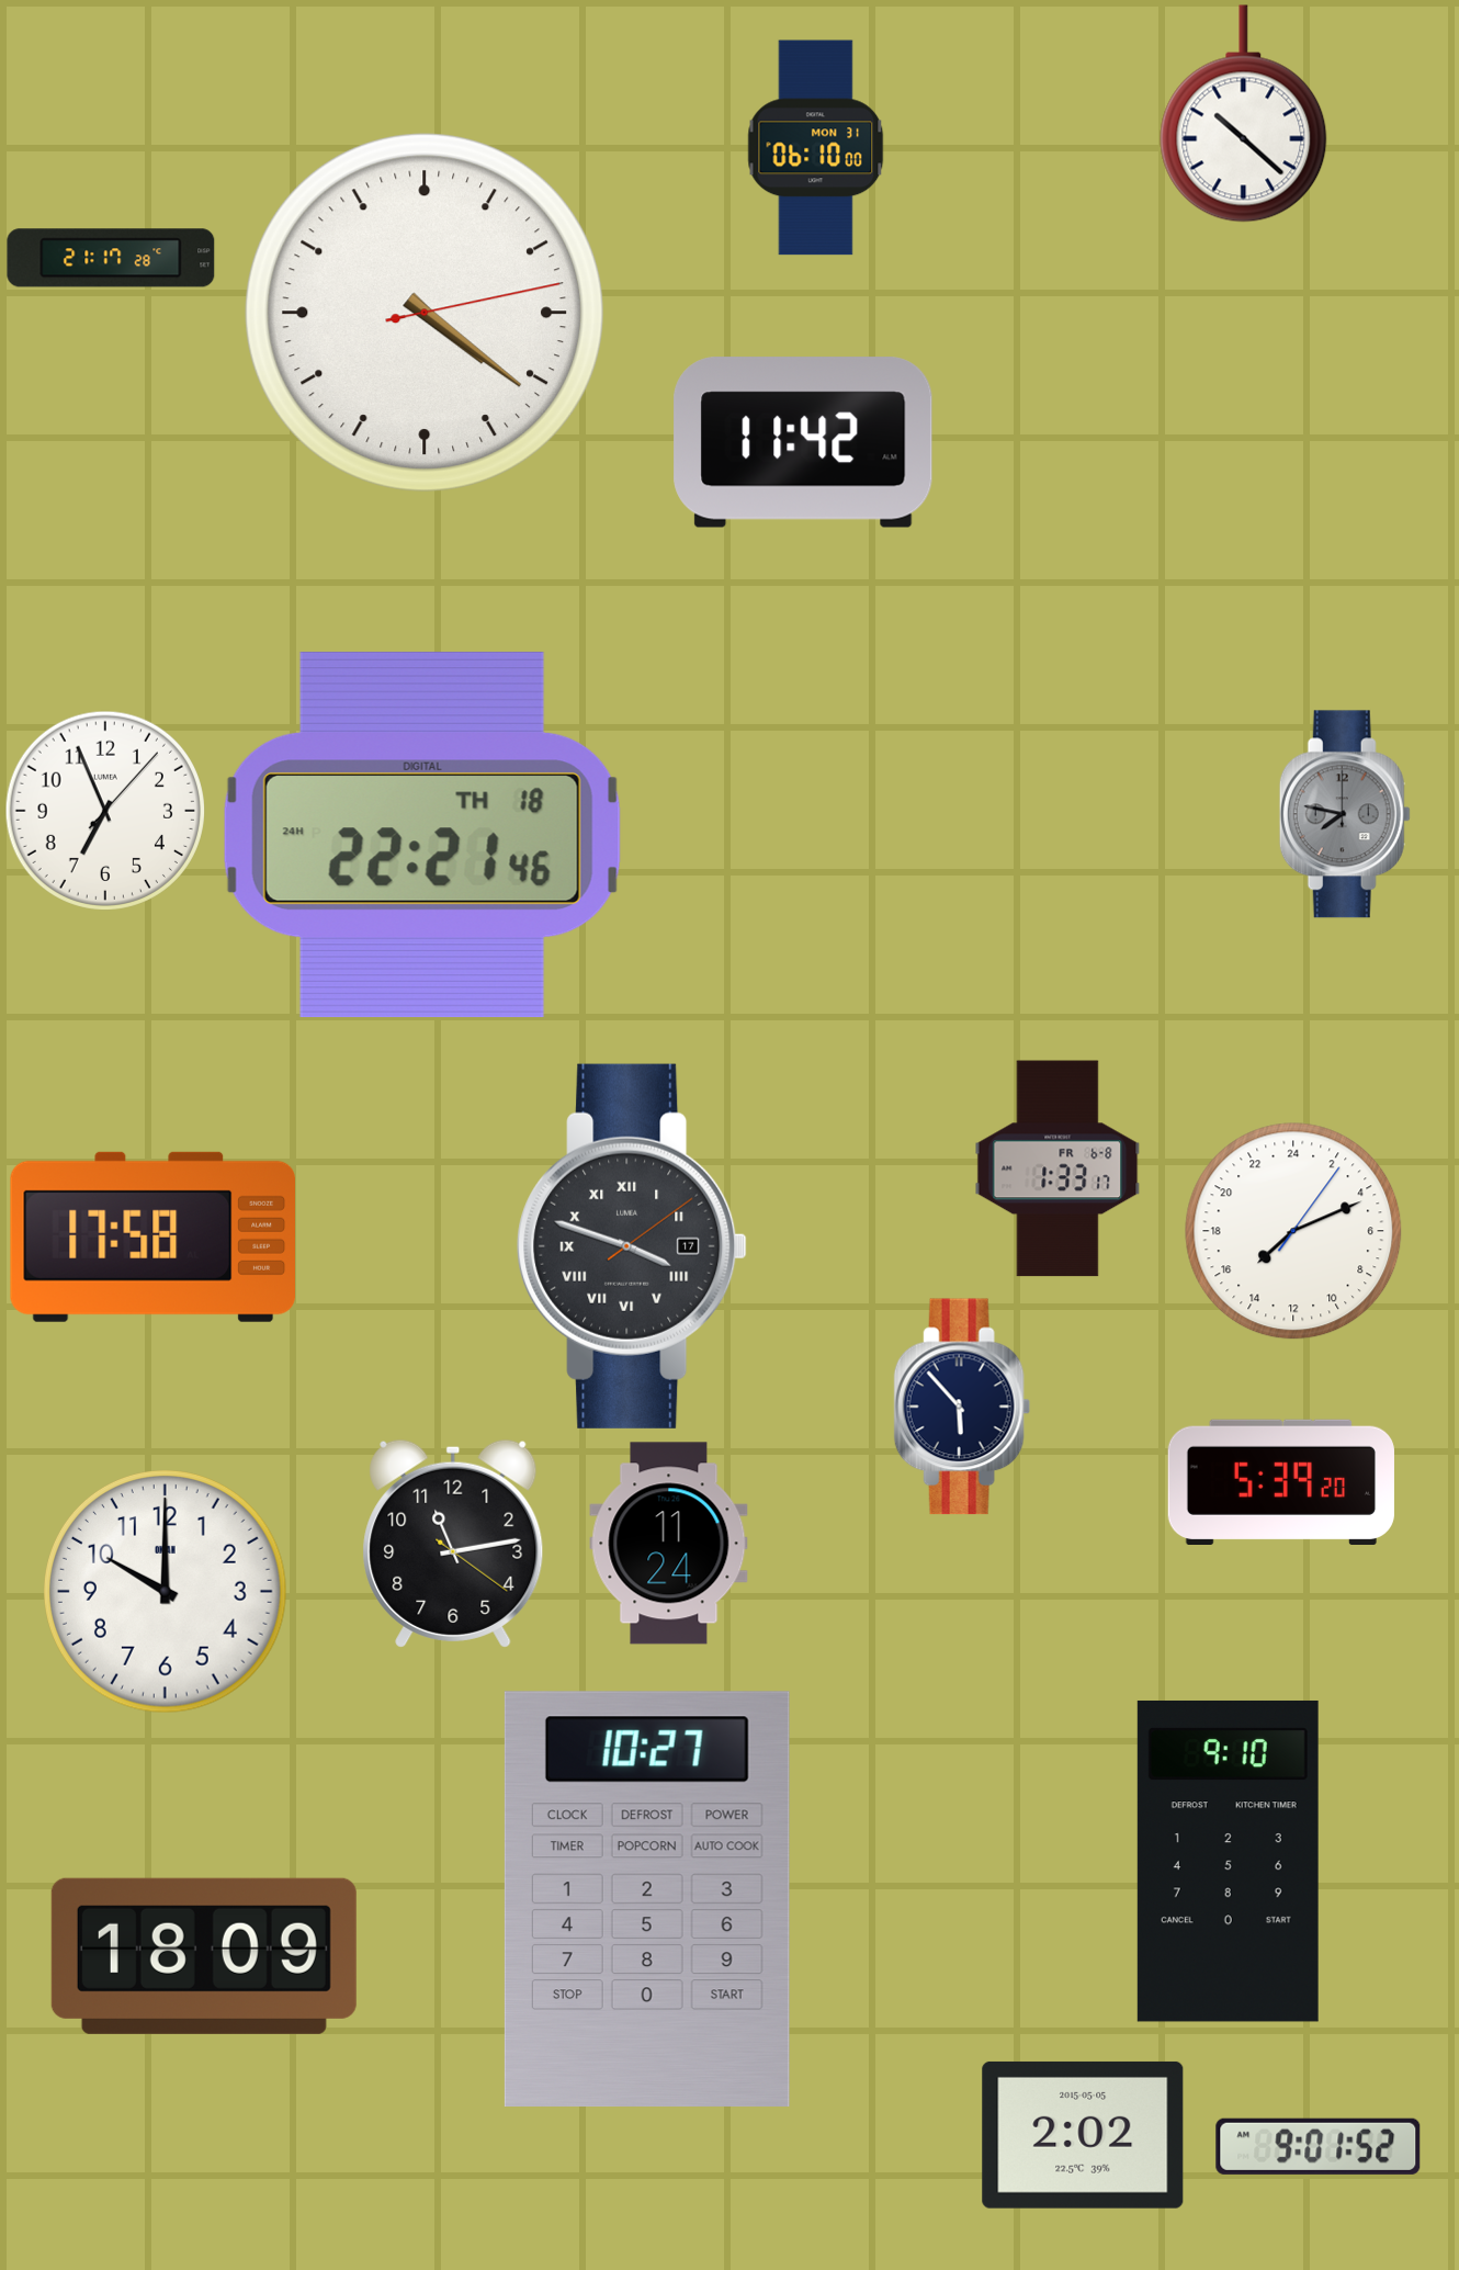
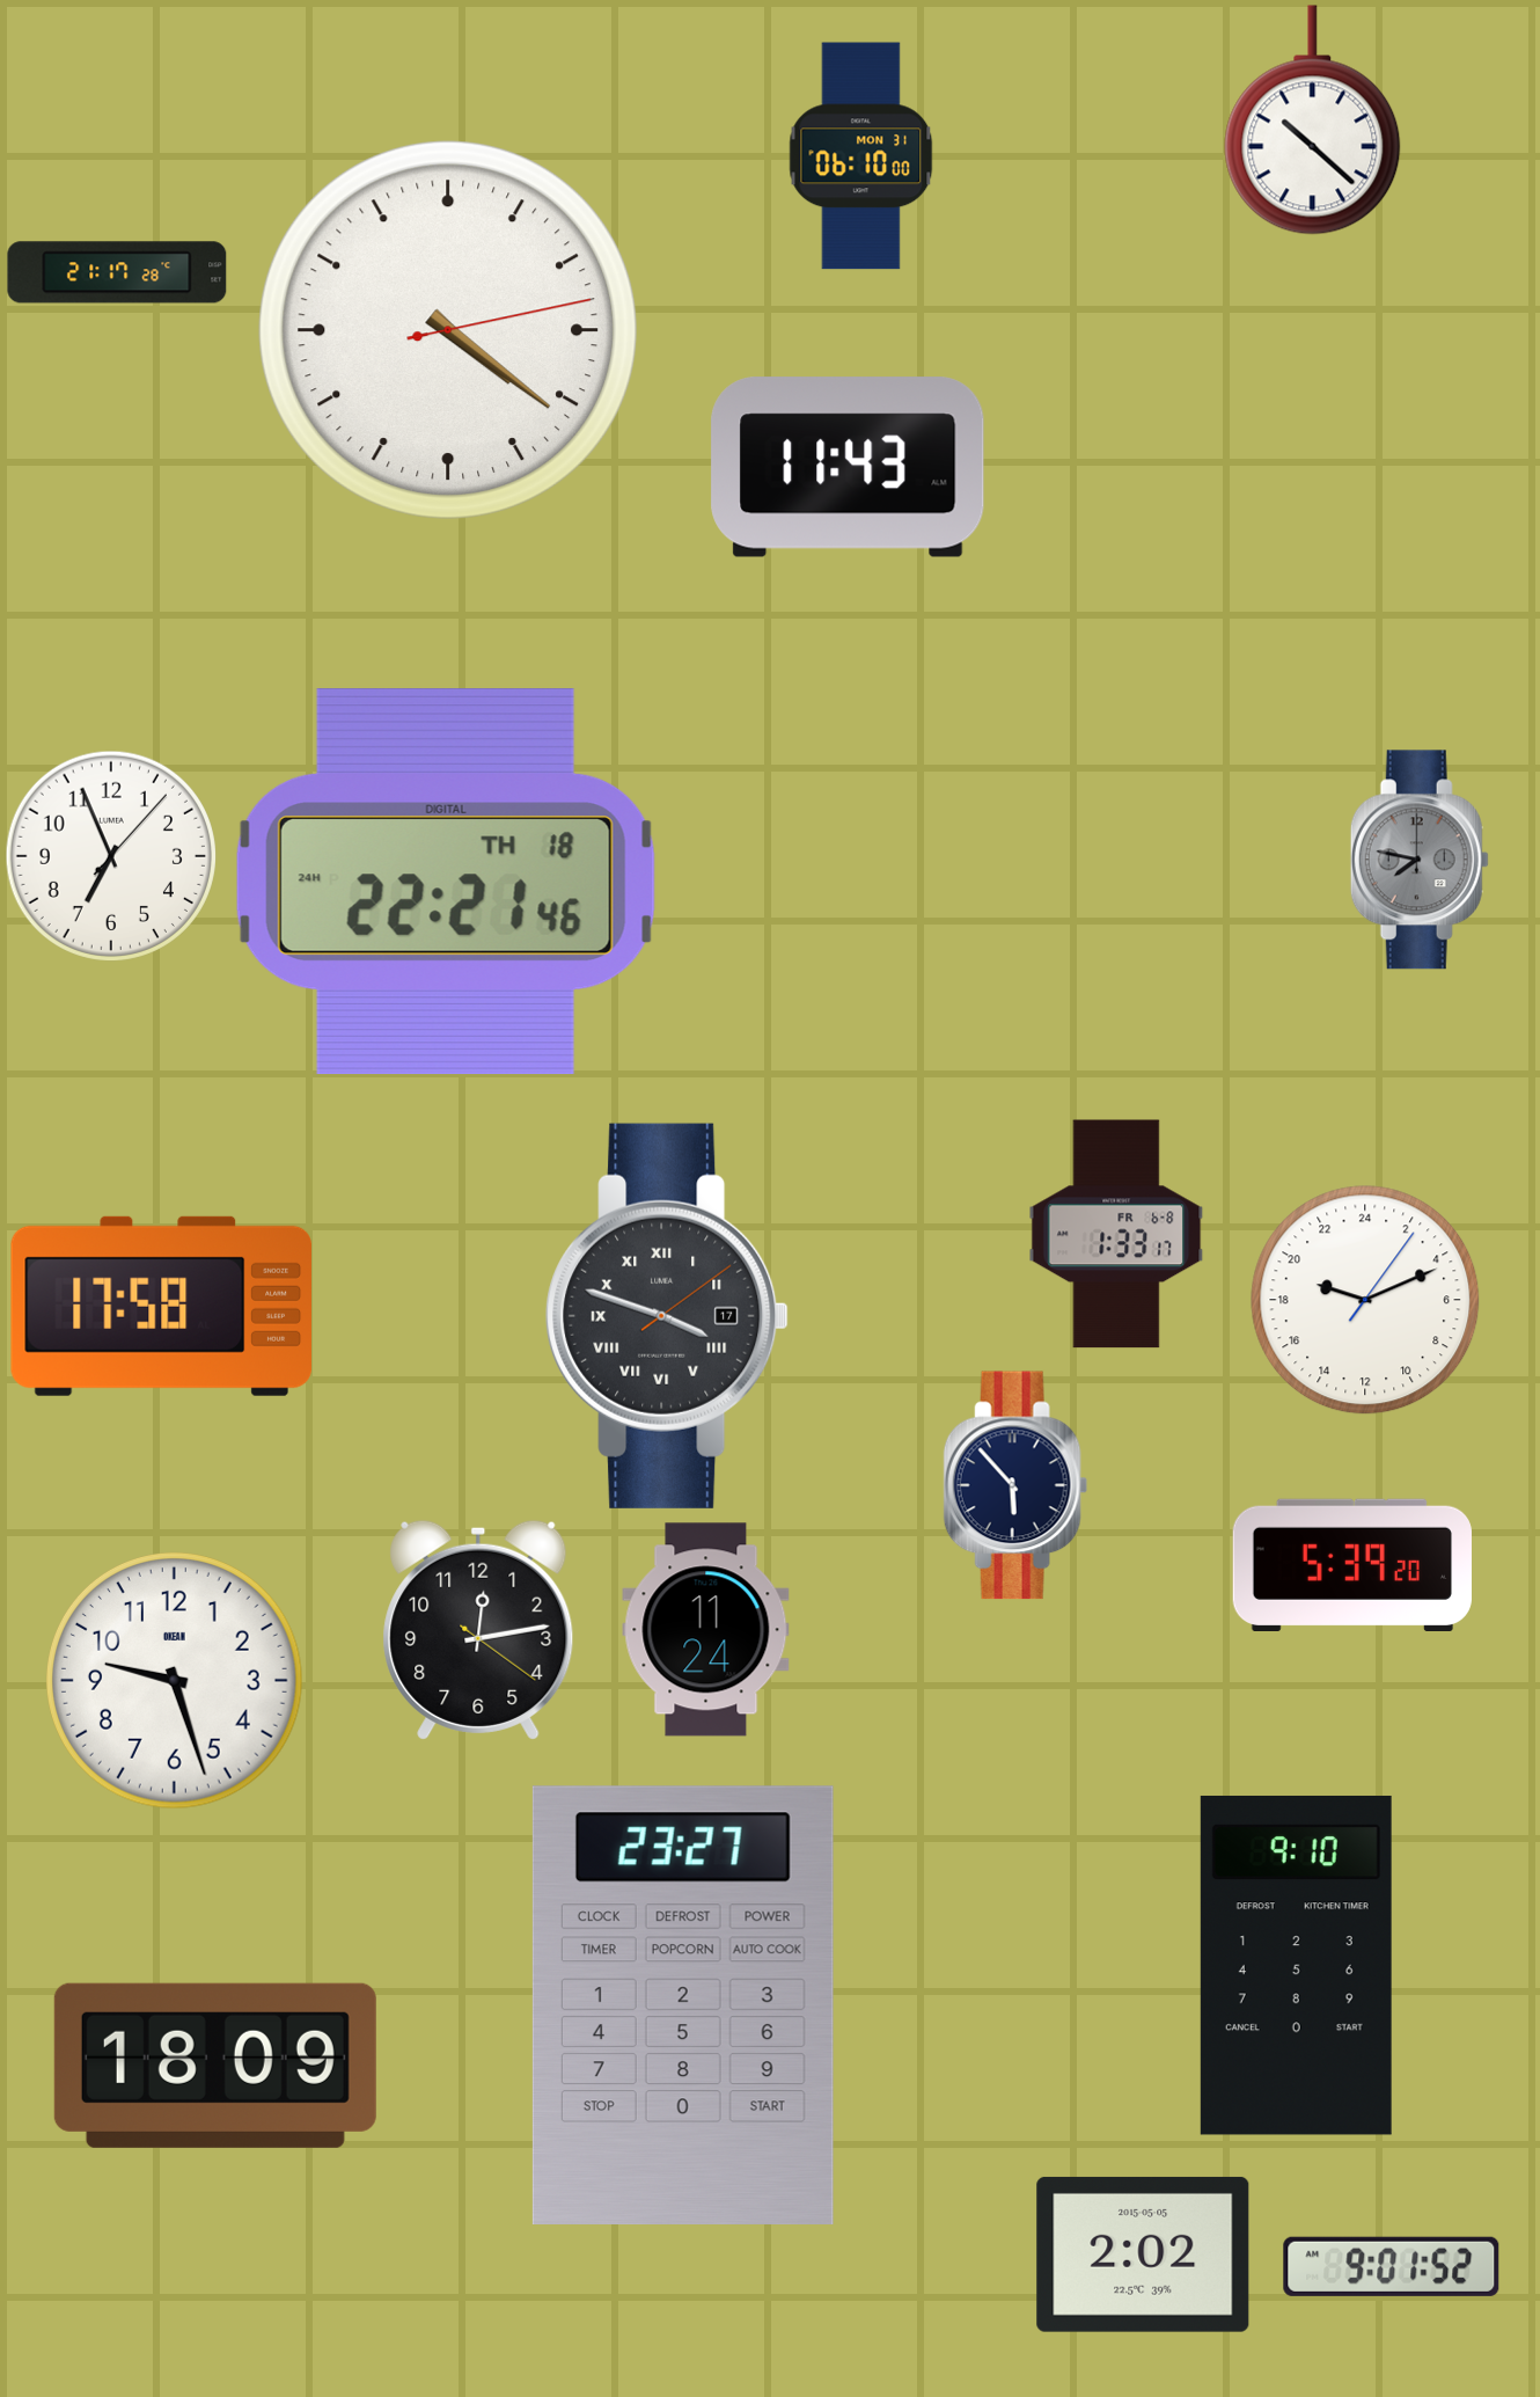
clock at (803, 442): 11:42 -> 11:43
clock at (1293, 1231): 15:11 -> 19:11
clock at (453, 1544): 11:13 -> 12:13
clock at (166, 1592): 10:00 -> 9:27
clock at (647, 1898): 10:27 -> 23:27
